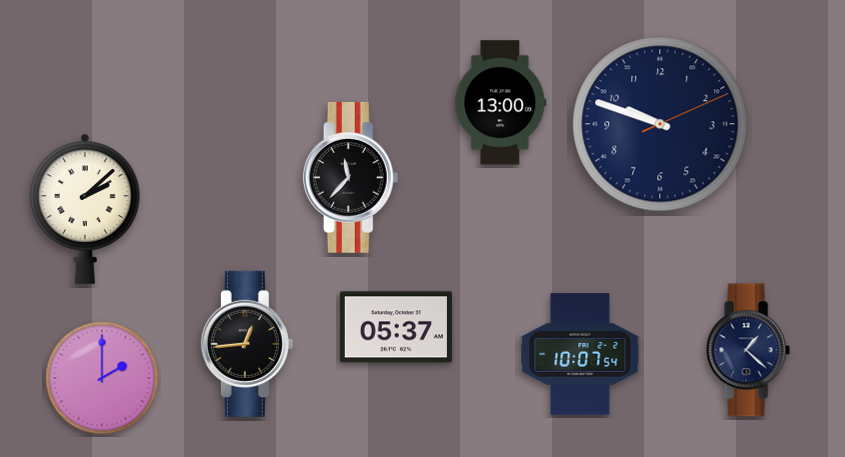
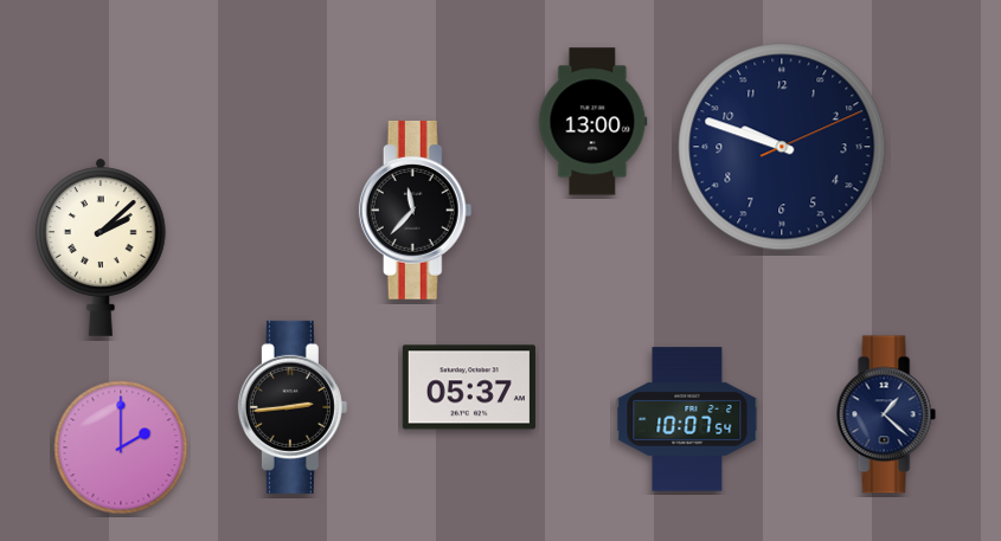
clock at (247, 344): 12:44 -> 2:44
